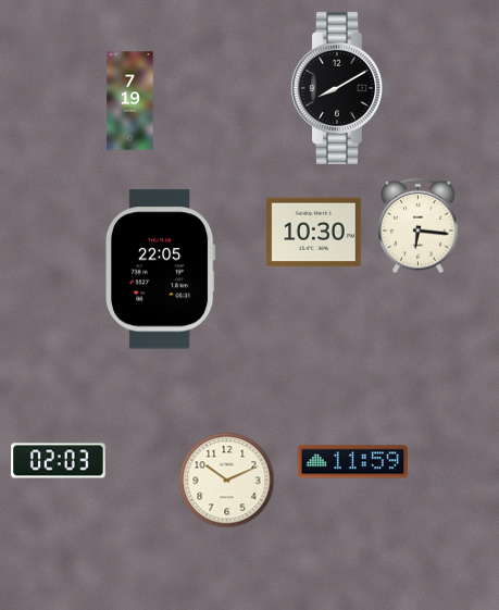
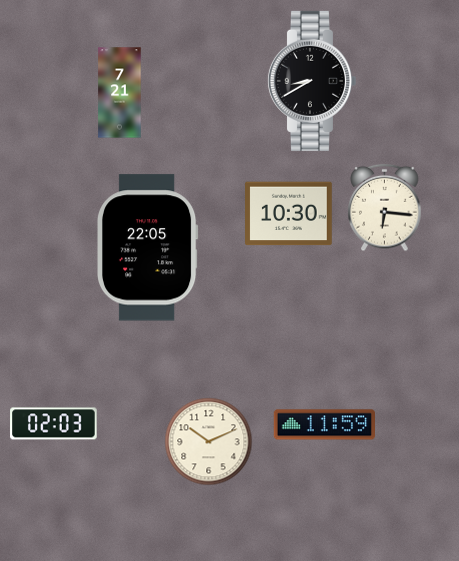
clock at (338, 88): 8:10 -> 8:40
clock at (130, 101): 7:19 -> 7:21
